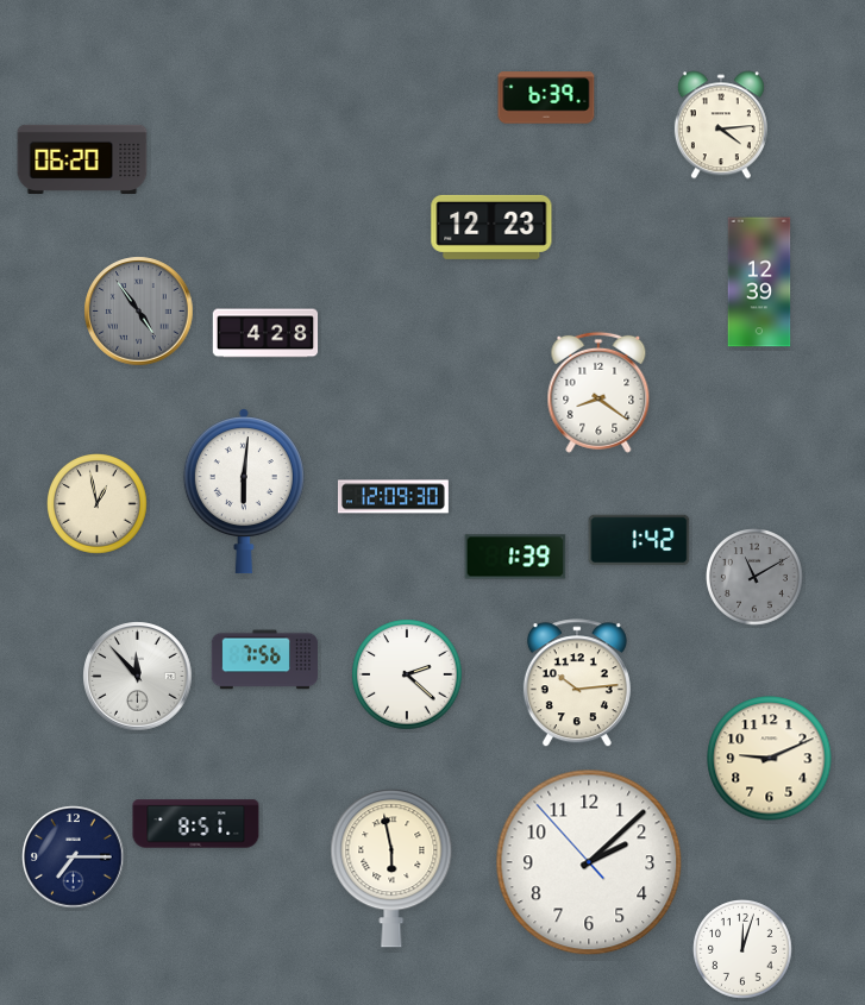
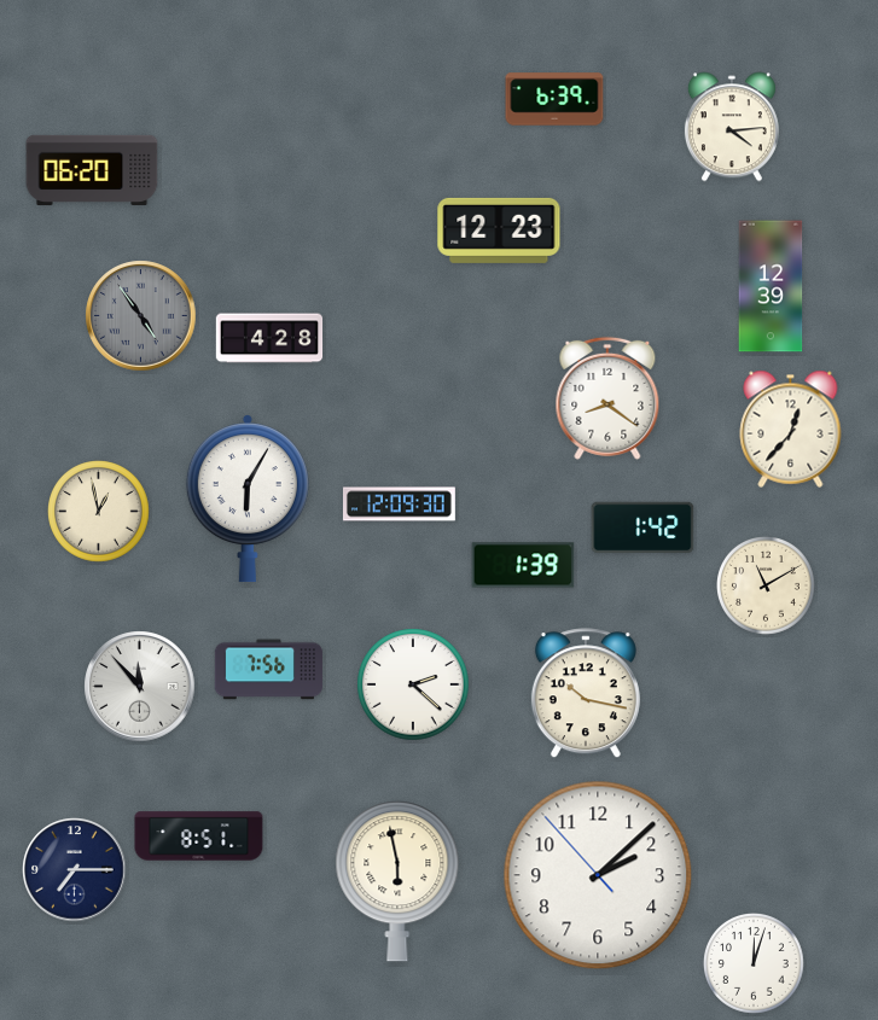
clock at (82, 159) position: (82, 159) -> (92, 170)
clock at (791, 429): none -> 12:37
clock at (244, 491): 6:01 -> 6:05
clock at (639, 540) position: (639, 540) -> (642, 528)
clock at (756, 578) dial: grey -> cream
clock at (577, 684): 10:14 -> 10:17
clock at (770, 759): 9:11 -> none
